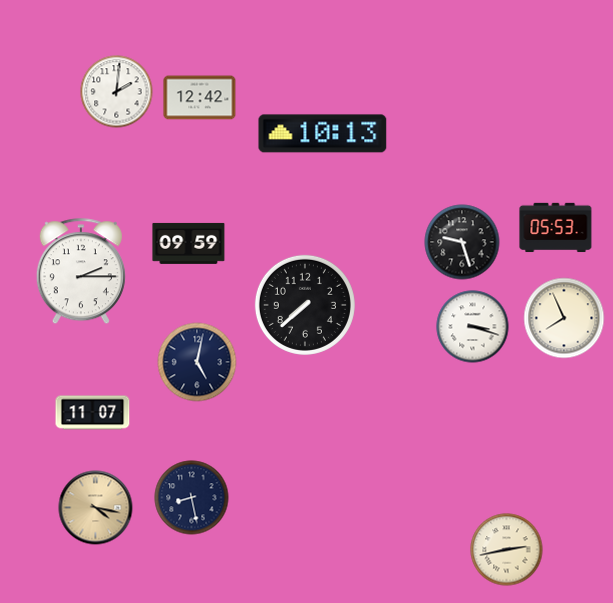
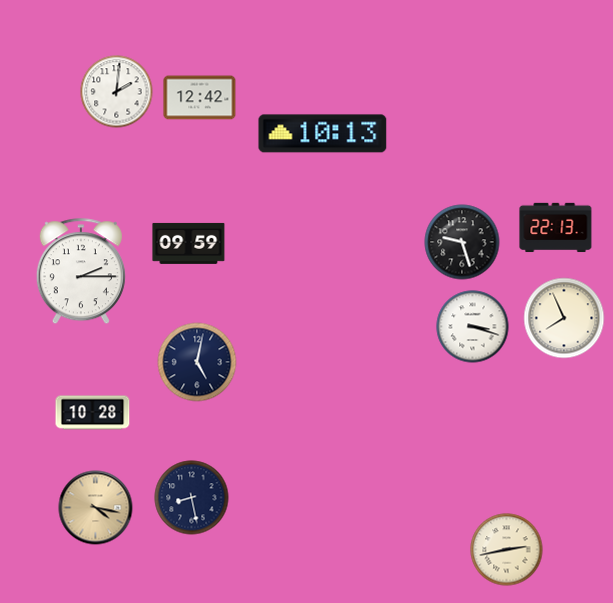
clock at (556, 228): 05:53 -> 22:13
clock at (305, 305): 7:38 -> none
clock at (93, 413): 11:07 -> 10:28
